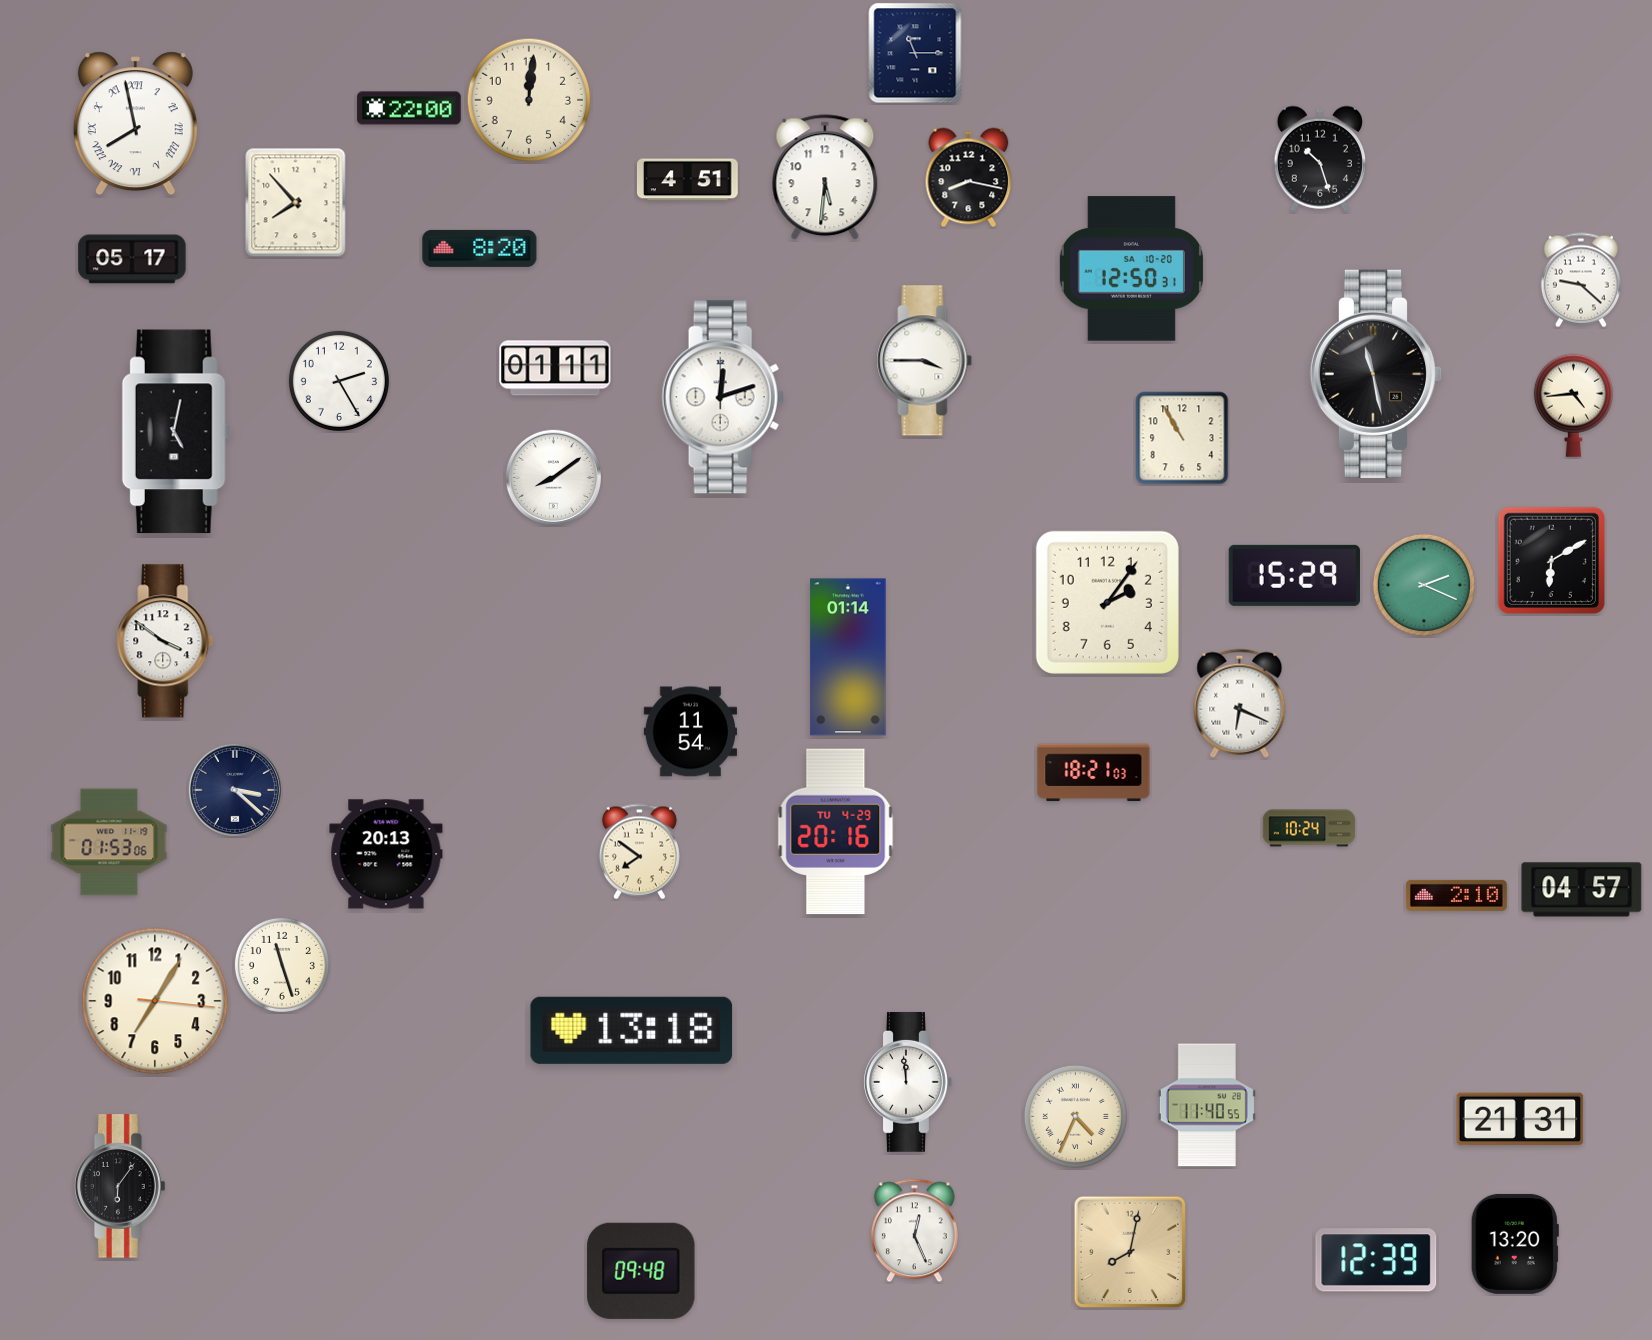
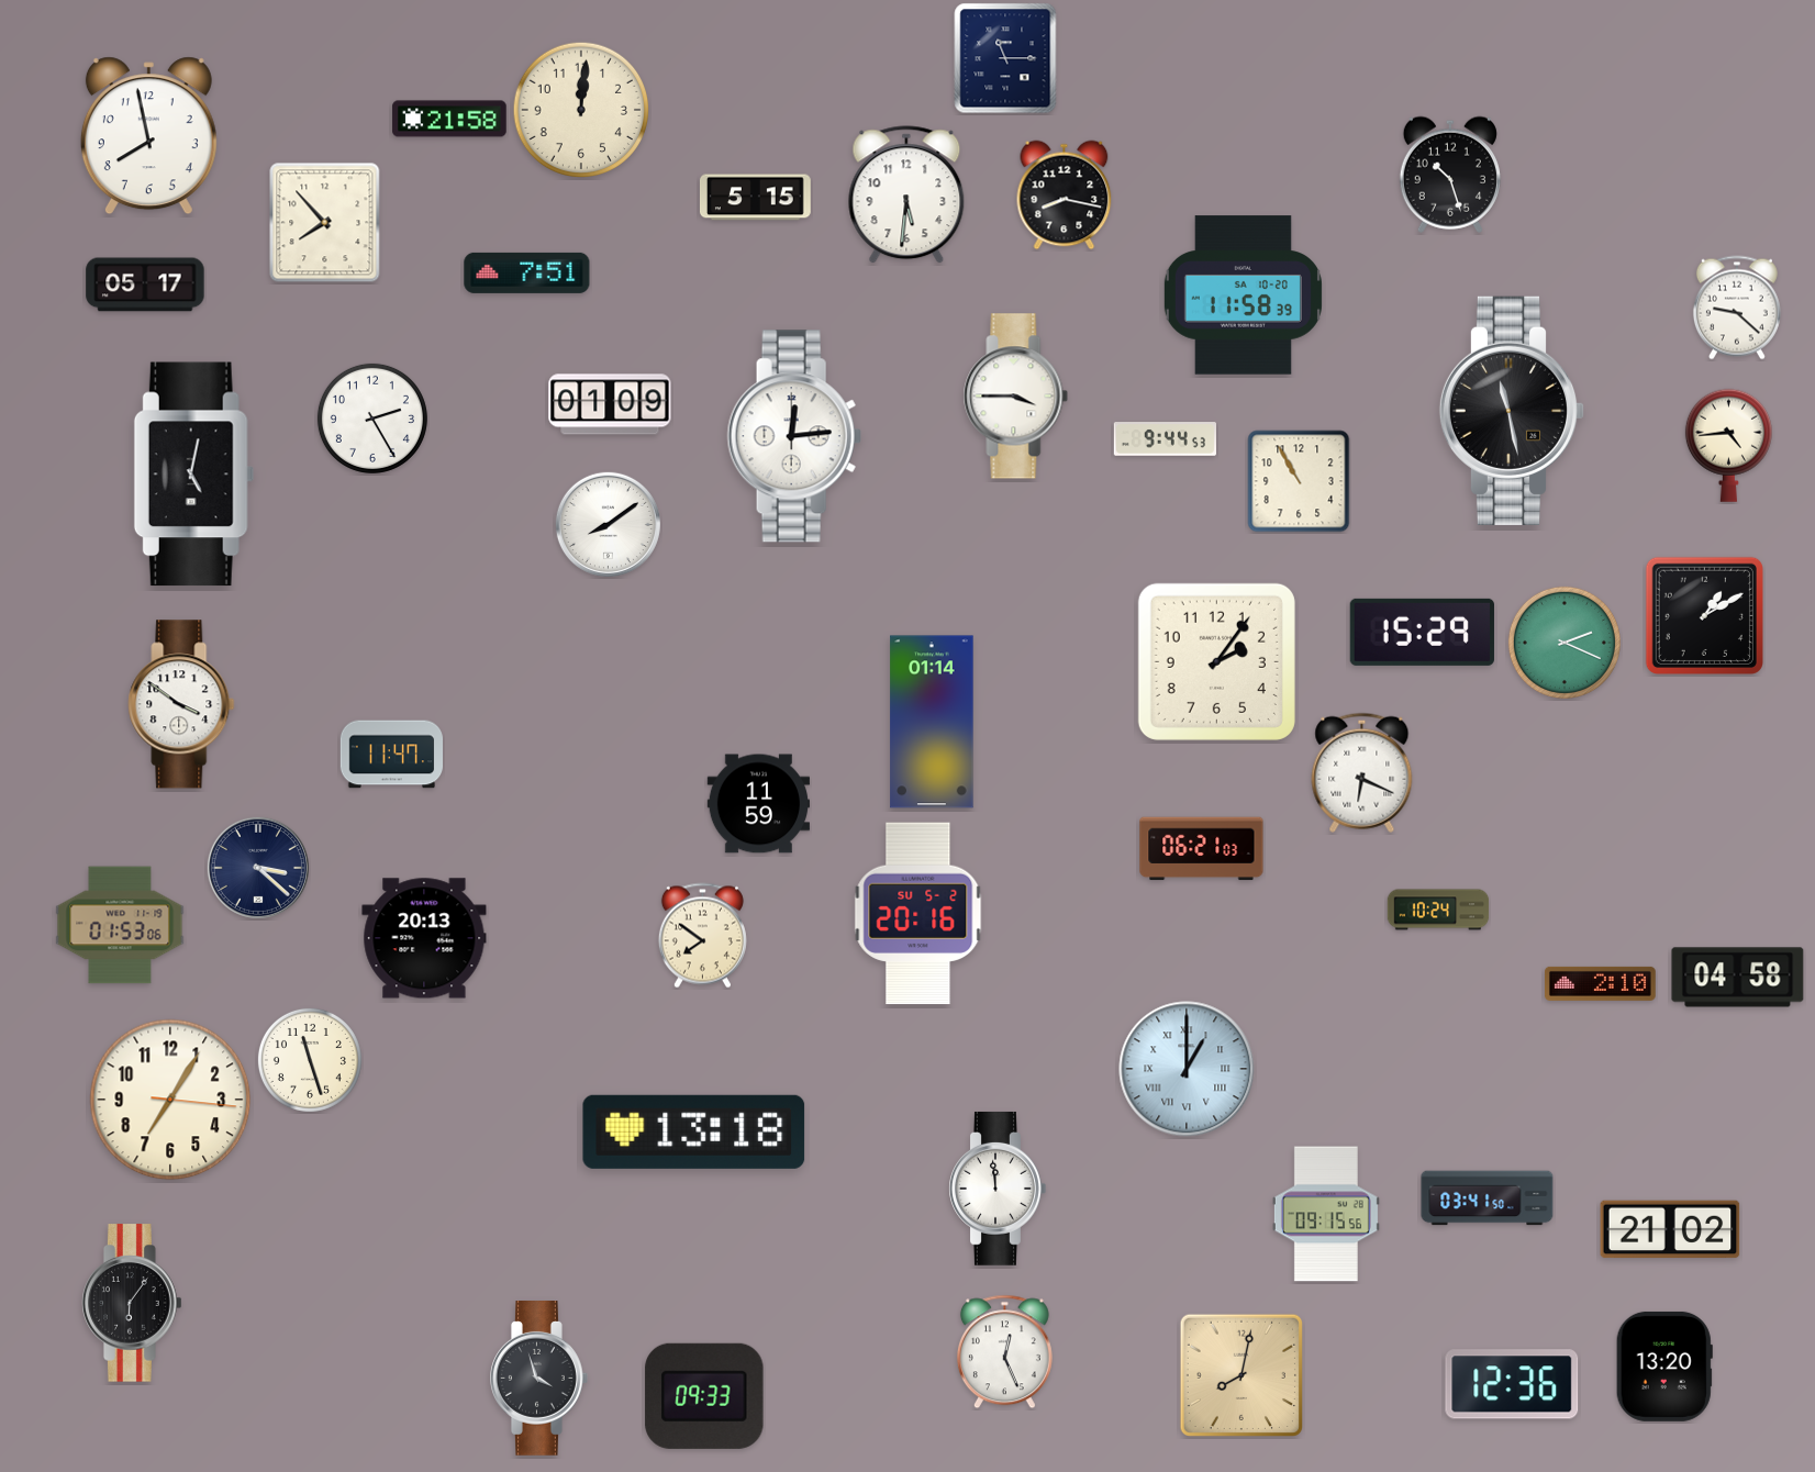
clock at (409, 108): 22:00 -> 21:58
clock at (135, 124) numerals: Roman -> Arabic
clock at (687, 180): 4:51 -> 5:15
clock at (480, 248): 8:20 -> 7:51
clock at (1131, 269): 12:50 -> 11:58
clock at (555, 368): 01:11 -> 01:09
clock at (723, 397): 12:12 -> 12:14
clock at (1165, 439): none -> 9:44
clock at (1551, 560): 6:10 -> 1:10
clock at (391, 755): none -> 11:47
clock at (690, 732): 11:54 -> 11:59
clock at (1094, 773): 18:21 -> 06:21
clock at (836, 832) date: TU 4-29 -> SU 5-2
clock at (1582, 890): 04:57 -> 04:58
clock at (1187, 1069): none -> 1:00
clock at (1488, 1198): none -> 03:41
clock at (1207, 1105): 11:40 -> 09:15
clock at (1075, 1116): 4:34 -> none
clock at (1520, 1119): 21:31 -> 21:02
clock at (539, 1379): none -> 3:57
clock at (1376, 1260): 12:39 -> 12:36
clock at (641, 1271): 09:48 -> 09:33
